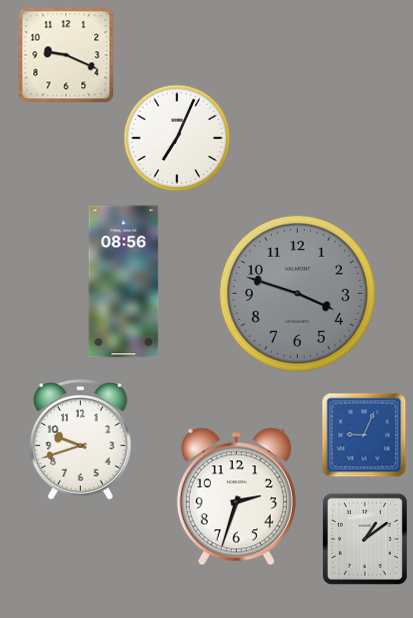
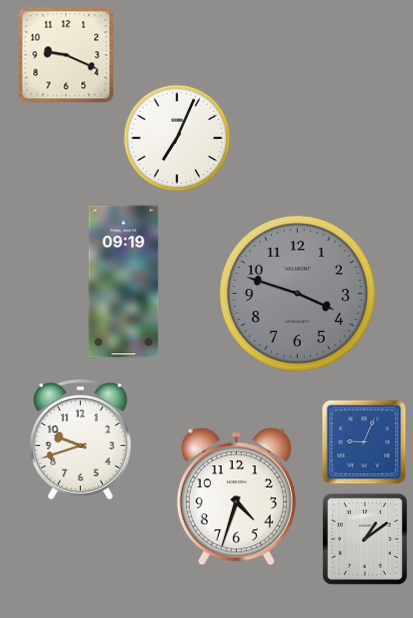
clock at (124, 282): 08:56 -> 09:19
clock at (364, 435) position: (364, 435) -> (364, 442)
clock at (236, 497): 2:33 -> 4:33
